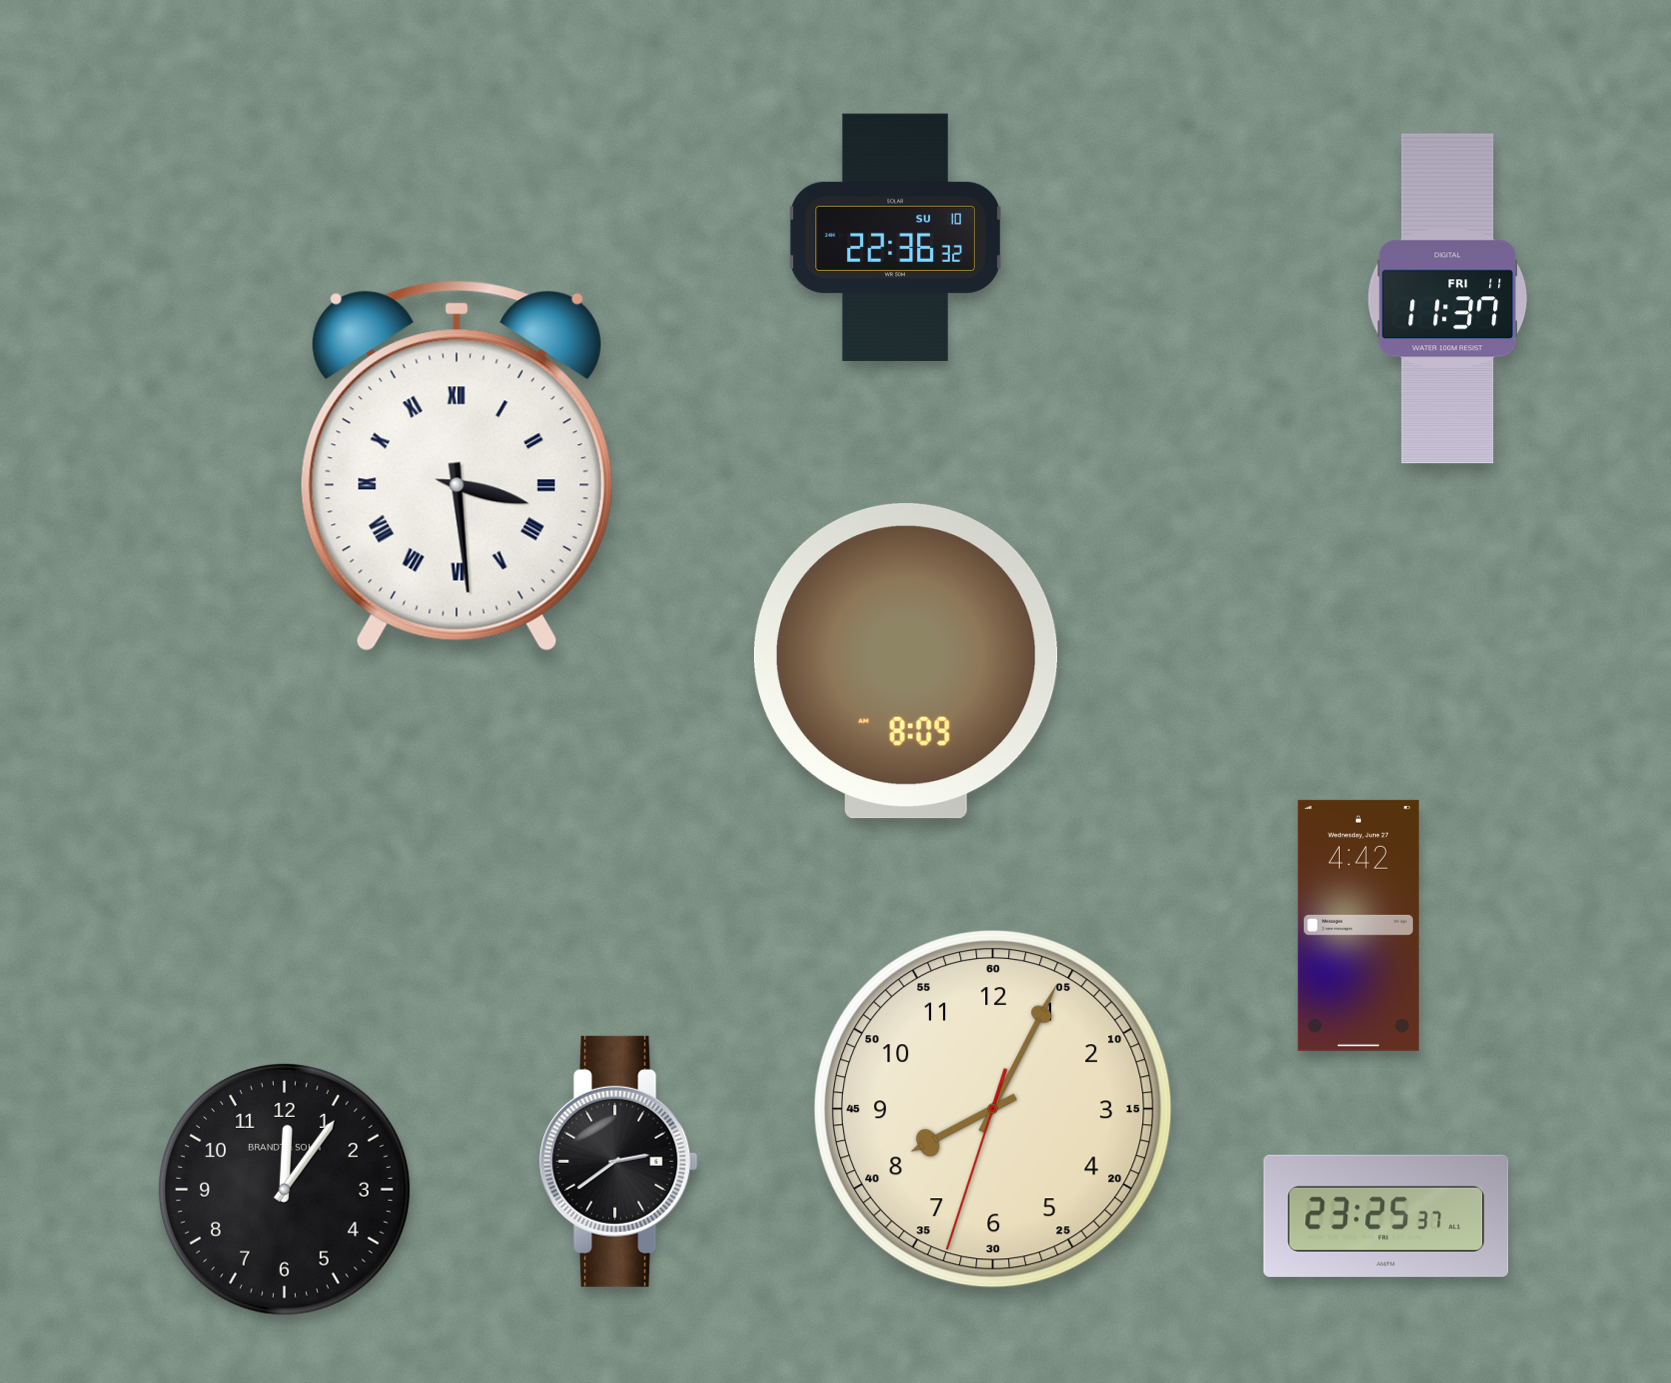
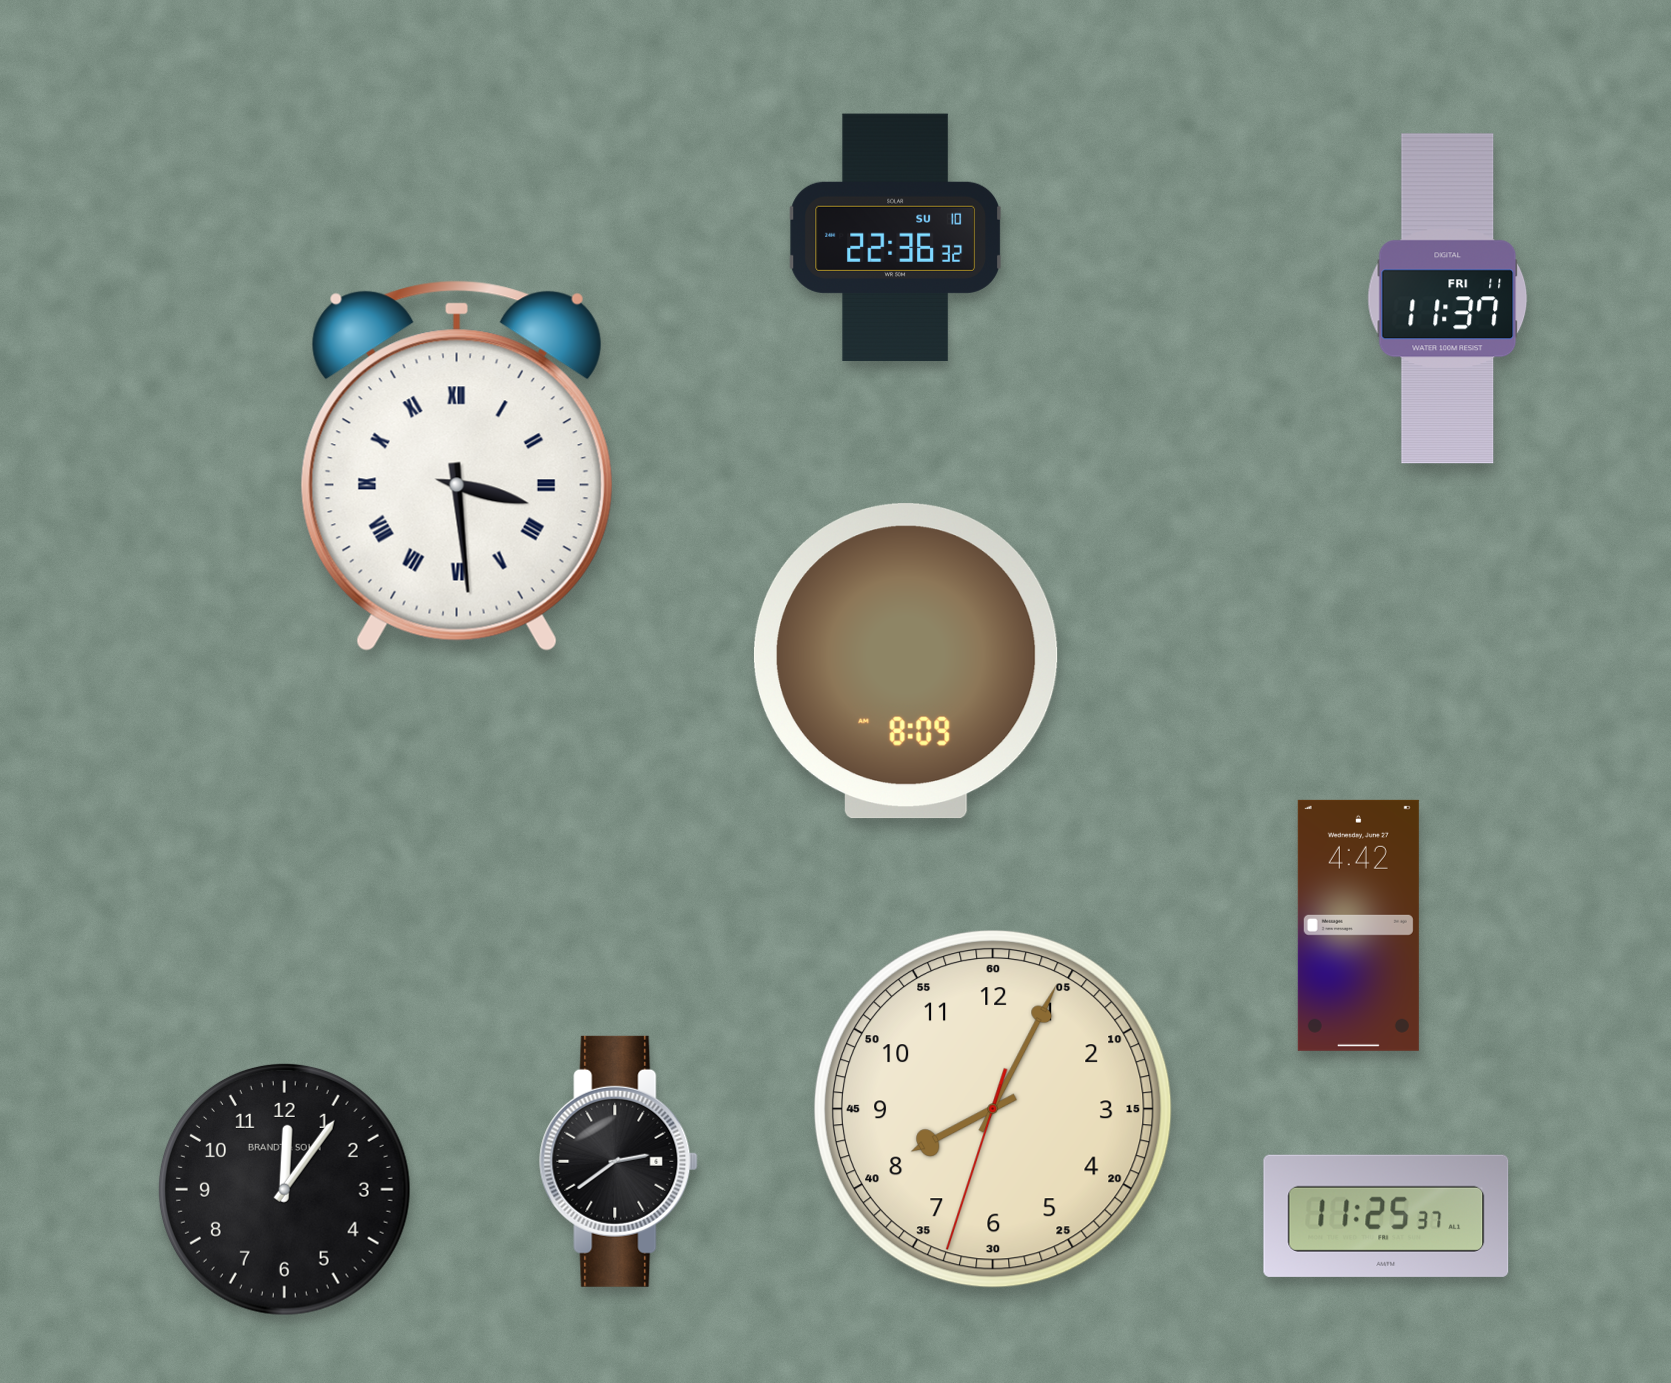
clock at (1386, 1216): 23:25 -> 11:25
